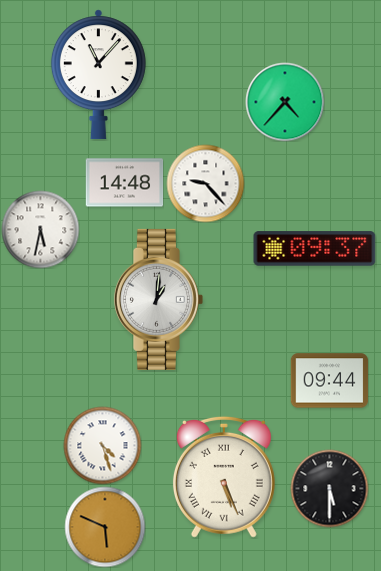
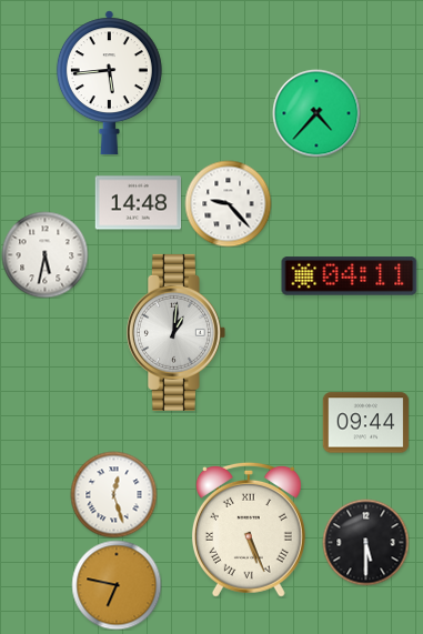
clock at (98, 75): 11:07 -> 5:44
clock at (315, 249): 09:37 -> 04:11
clock at (102, 445): 4:27 -> 12:27
clock at (105, 527): 5:49 -> 6:47
